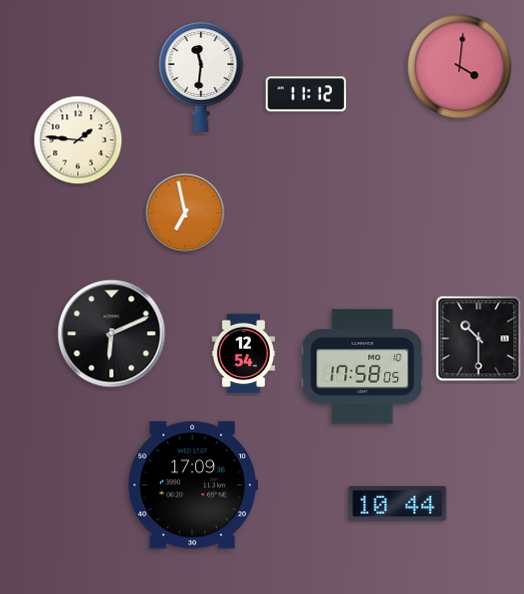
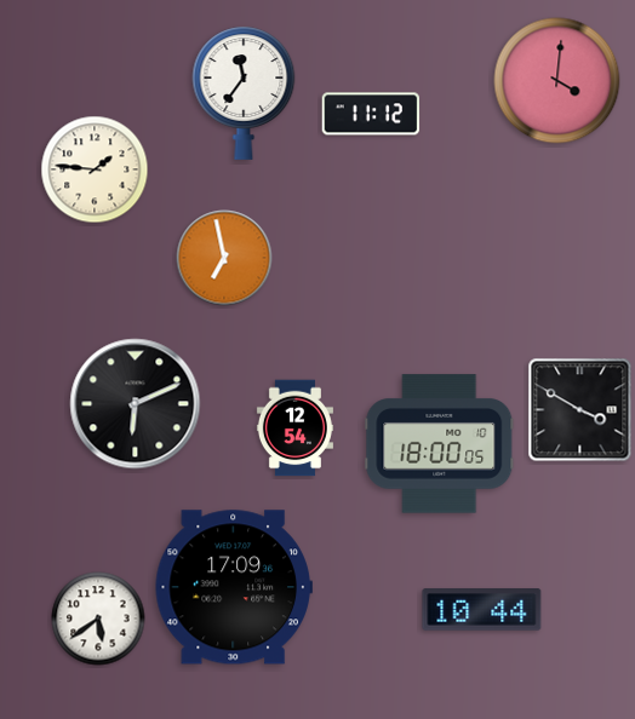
clock at (201, 77): 11:31 -> 11:36
clock at (479, 339): 10:30 -> 3:50
clock at (363, 367): 17:58 -> 18:00
clock at (98, 619): none -> 5:39
